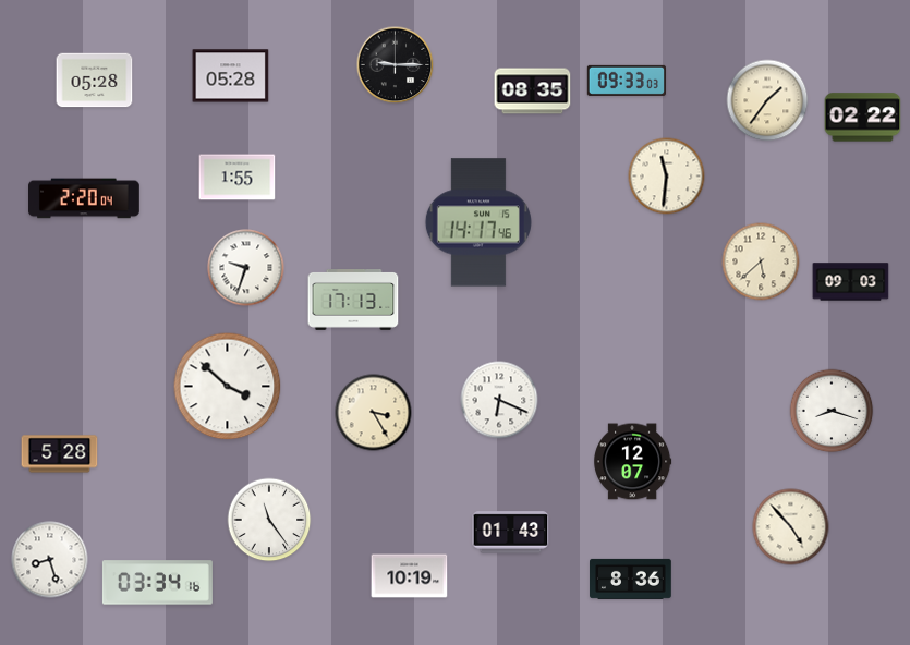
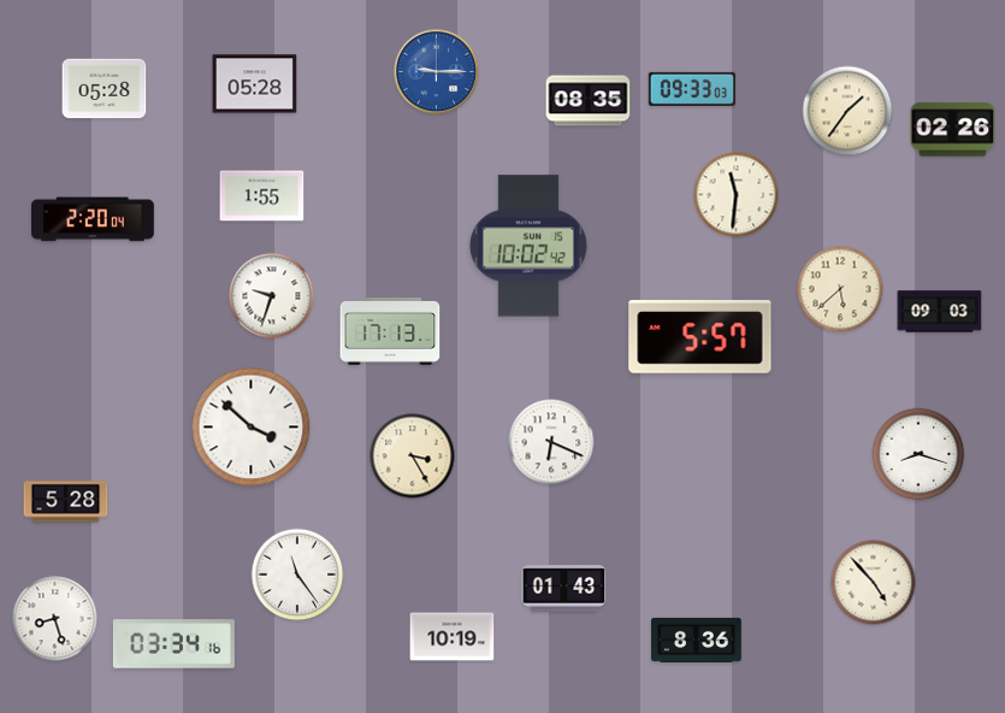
clock at (396, 65) dial: black -> blue
clock at (863, 118): 02:22 -> 02:26
clock at (478, 222): 14:17 -> 10:02
clock at (700, 337): none -> 5:57
clock at (633, 462): 12:07 -> none
